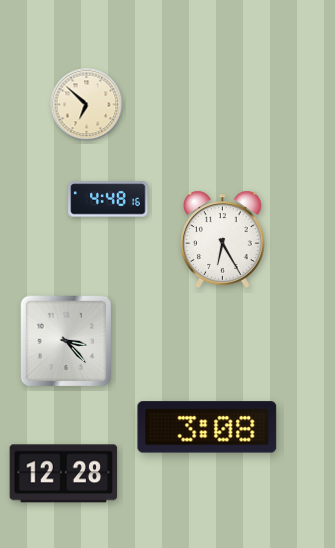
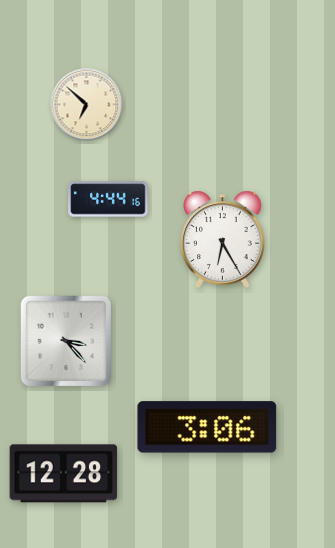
clock at (108, 199): 4:48 -> 4:44
clock at (207, 427): 3:08 -> 3:06
